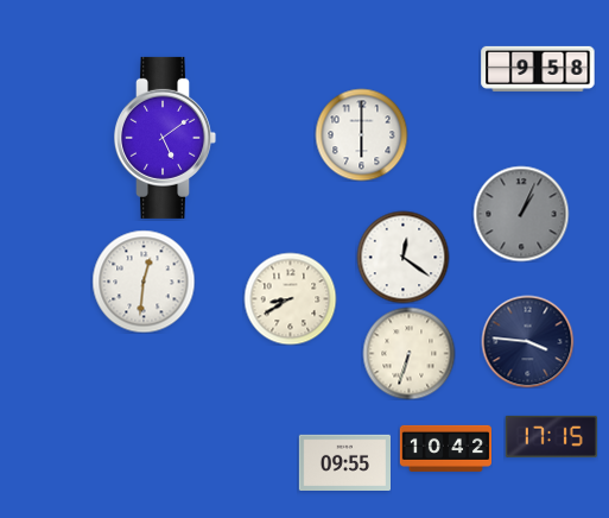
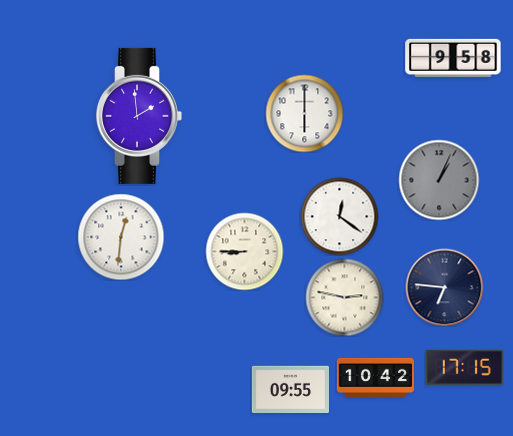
clock at (165, 138): 5:09 -> 1:59
clock at (290, 298): 8:40 -> 8:45
clock at (527, 341): 3:46 -> 6:46
clock at (408, 353): 6:33 -> 2:47
